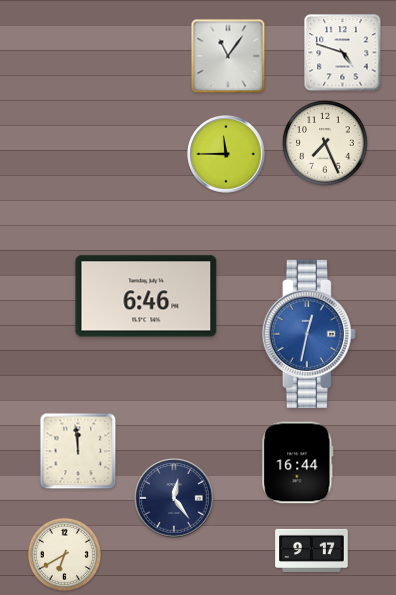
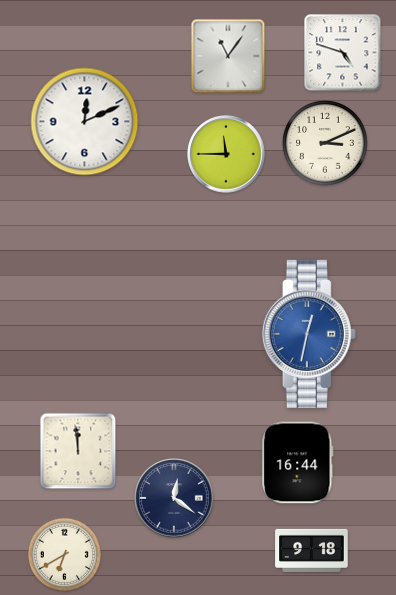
clock at (85, 122): none -> 12:11
clock at (325, 143): 7:26 -> 3:11
clock at (146, 296): 6:46 -> none
clock at (174, 498): 12:24 -> 12:21
clock at (312, 550): 9:17 -> 9:18
